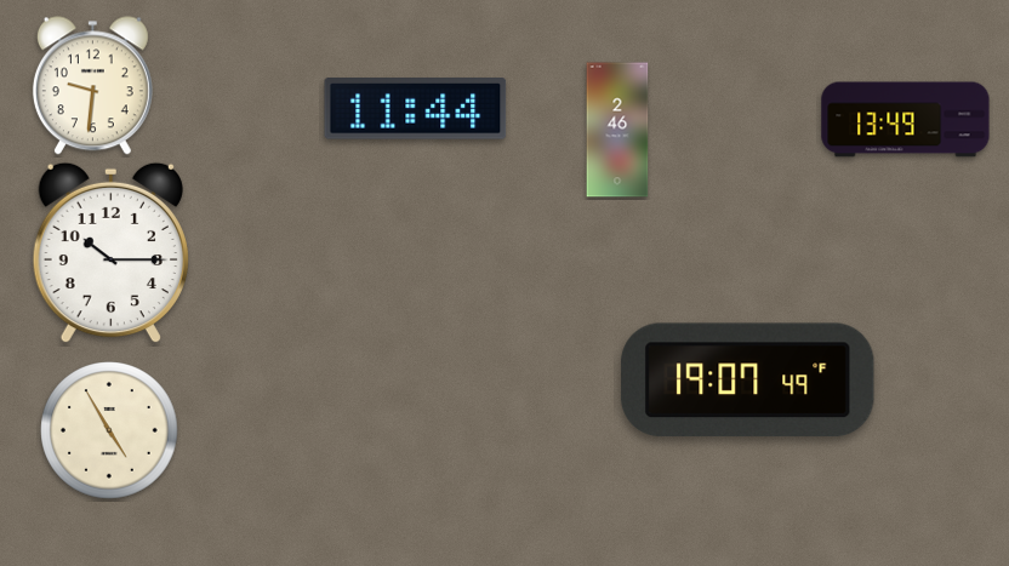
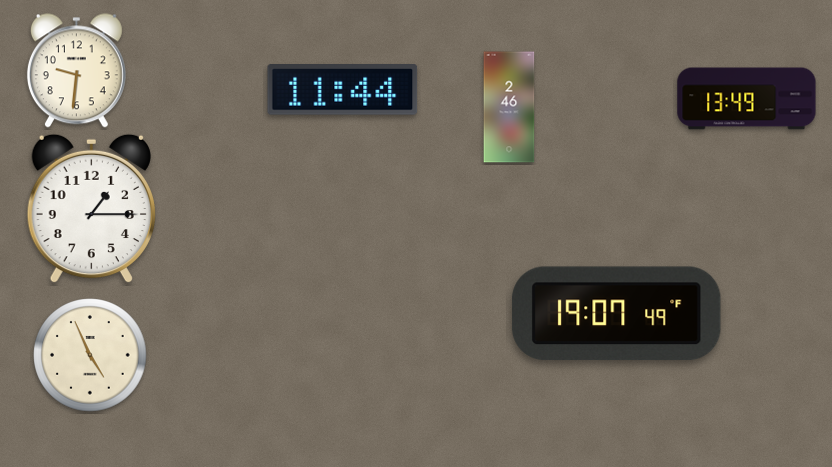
clock at (110, 253): 10:15 -> 1:15
clock at (109, 430): 4:55 -> 4:56
